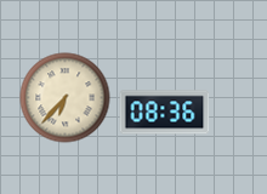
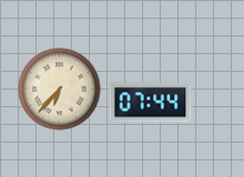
clock at (165, 113): 08:36 -> 07:44
